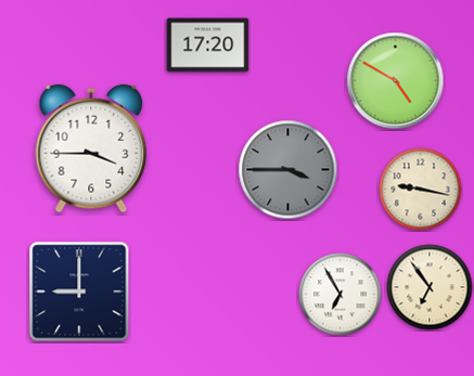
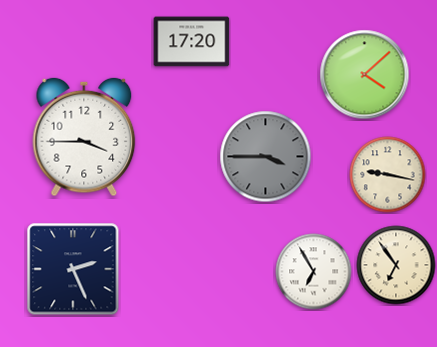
clock at (396, 81): 4:50 -> 4:08
clock at (79, 291): 9:00 -> 2:26
